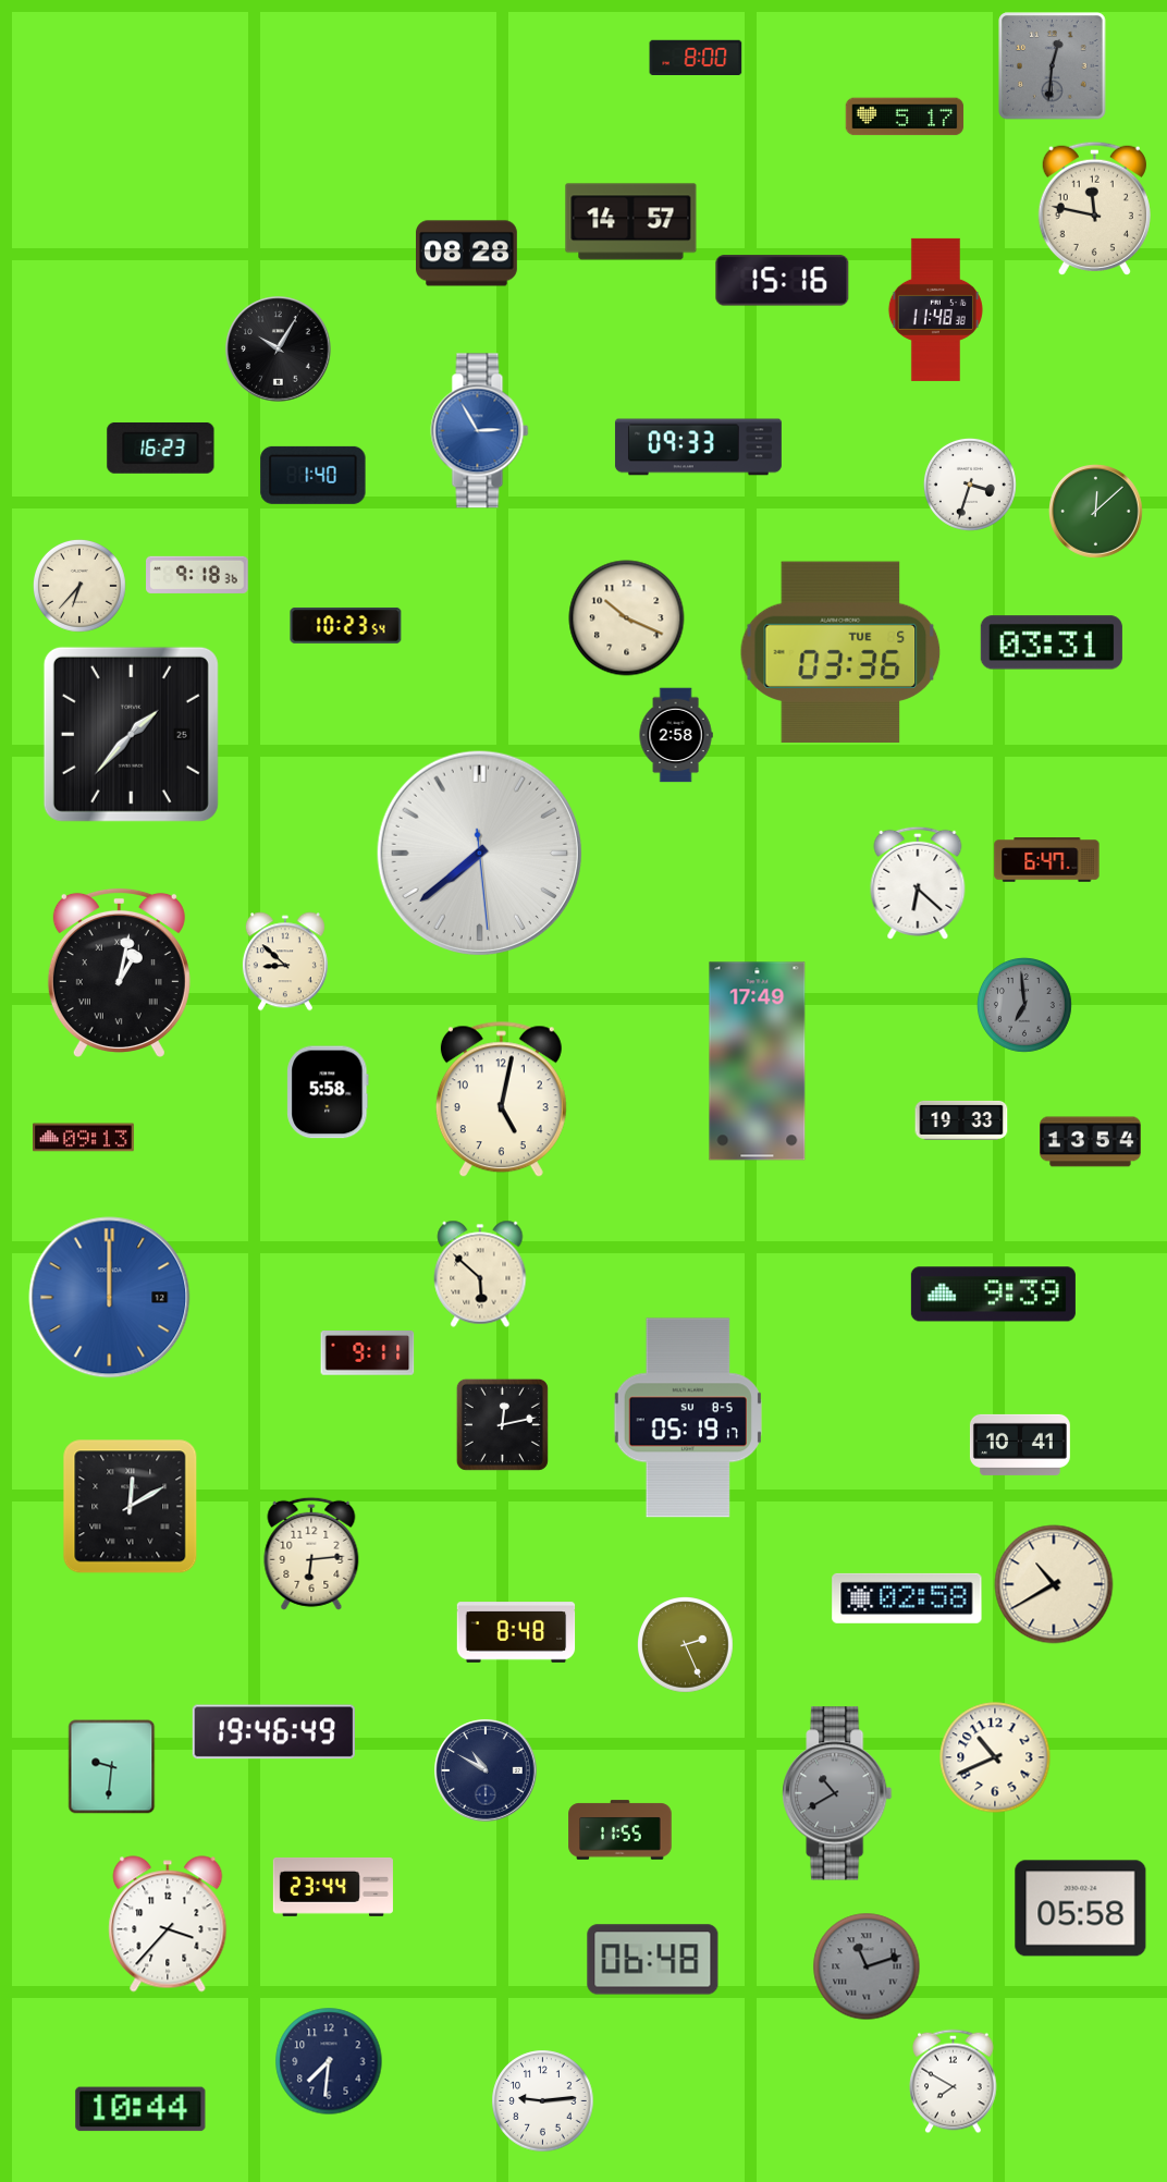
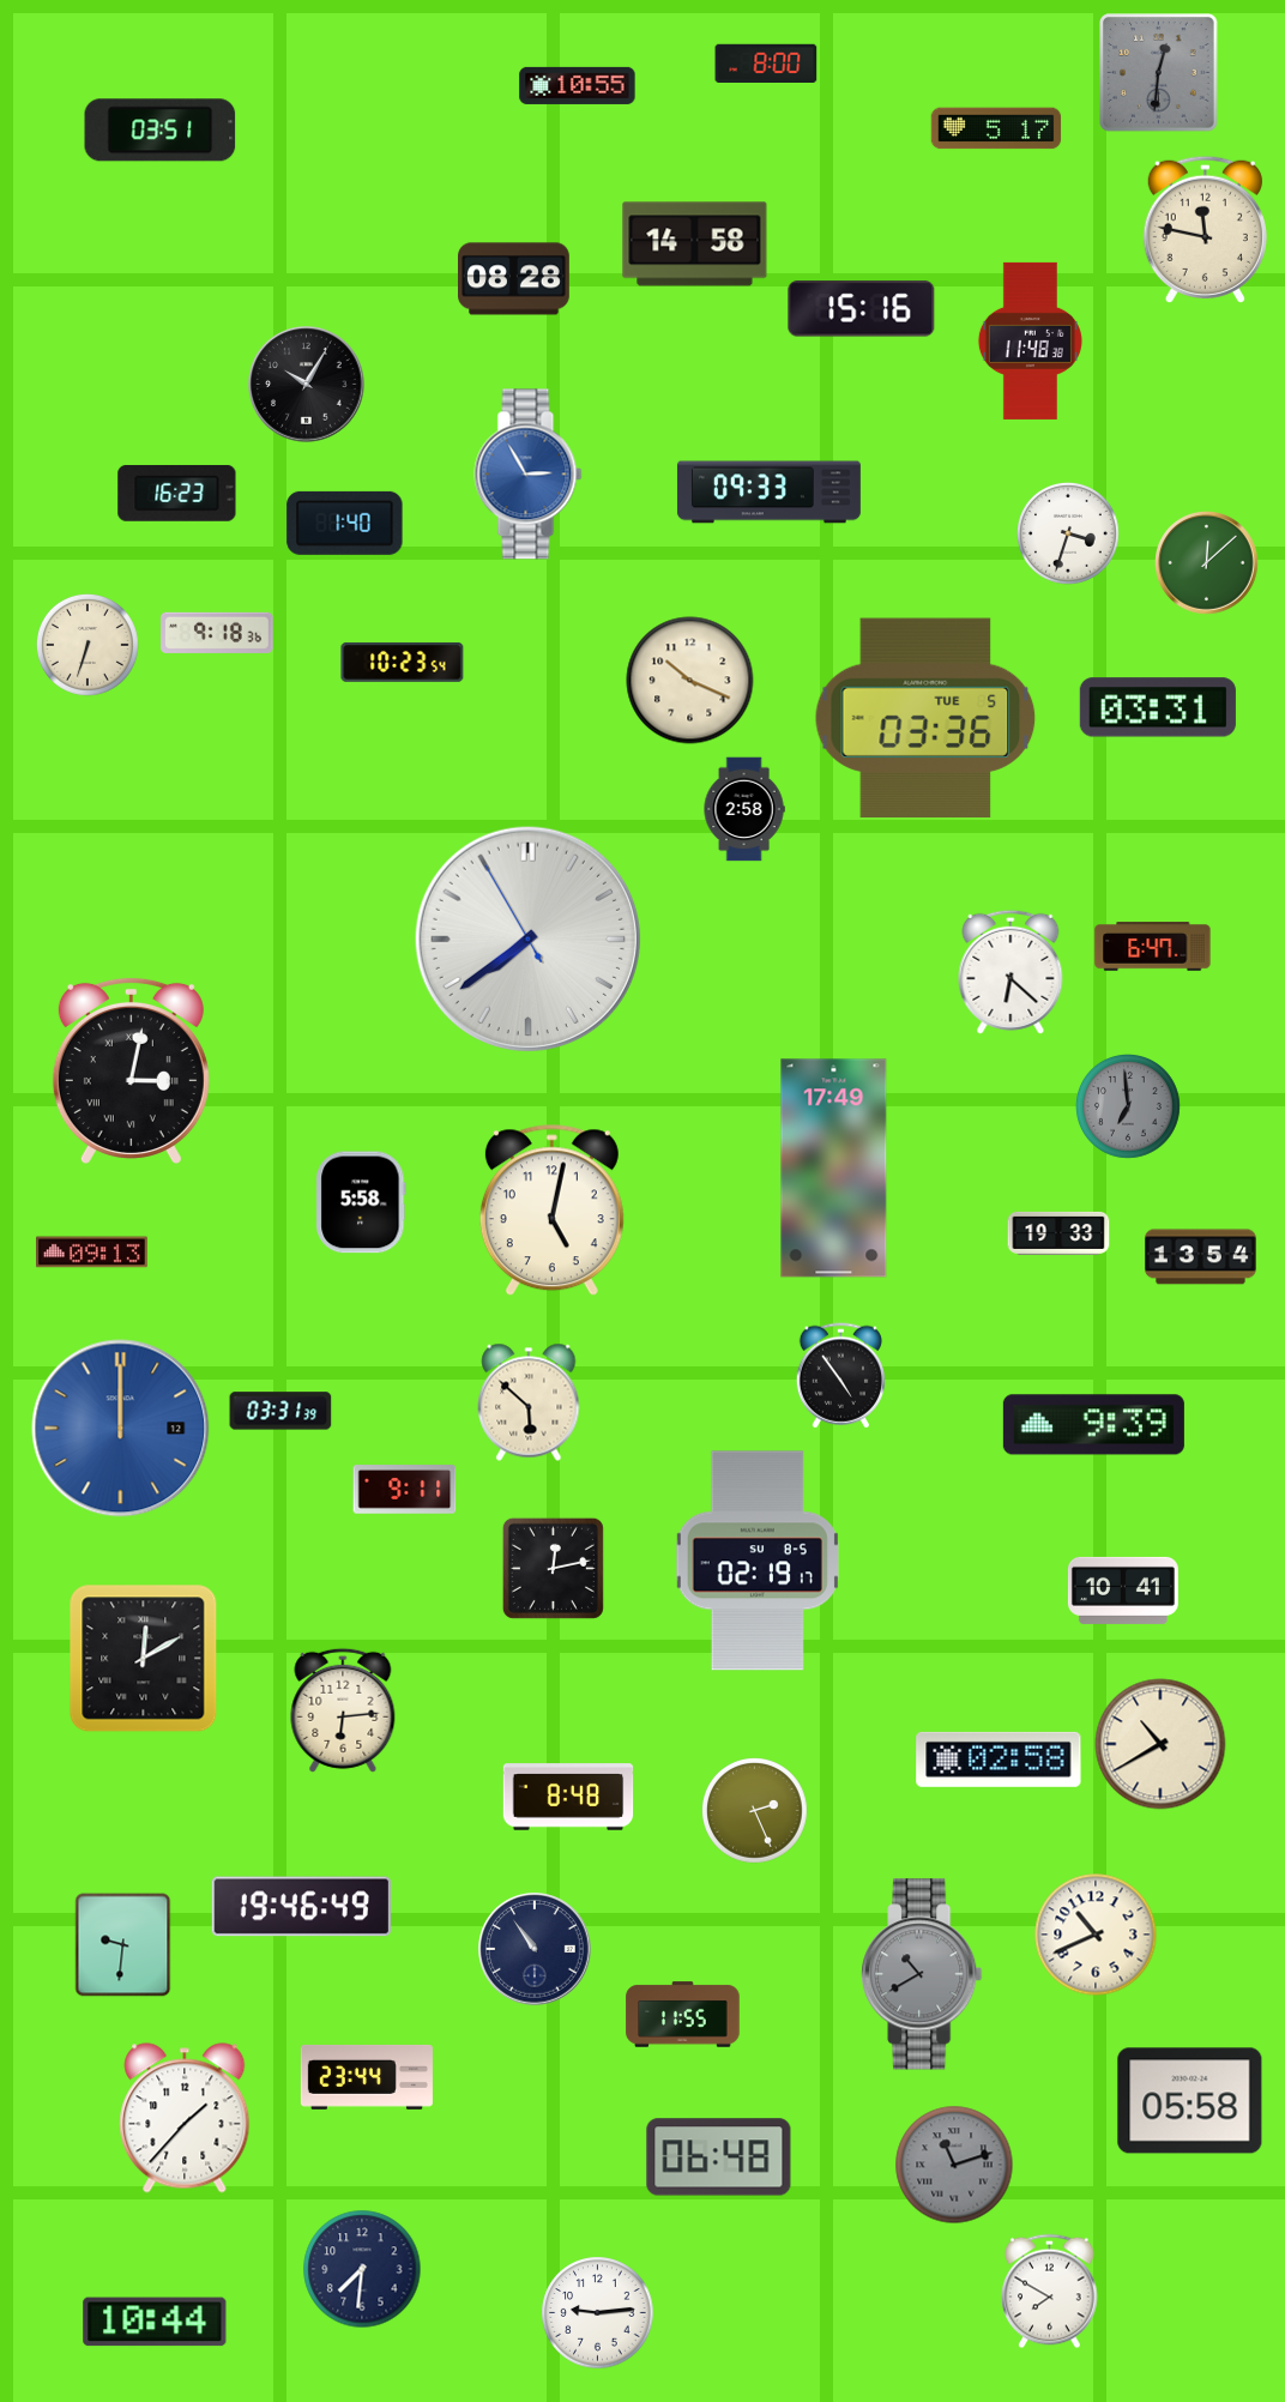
clock at (578, 85): none -> 10:55
clock at (161, 131): none -> 03:51
clock at (631, 222): 14:57 -> 14:58
clock at (79, 586): 6:37 -> 6:33
clock at (346, 626) position: (346, 626) -> (403, 663)
clock at (131, 734): 1:37 -> none
clock at (479, 853): 7:38:29 -> 7:38:55
clock at (285, 961): 8:52 -> none
clock at (119, 972): 1:02 -> 3:02
clock at (840, 1376): none -> 4:54
clock at (280, 1411): none -> 03:31
clock at (688, 1418): 05:19 -> 02:19
clock at (486, 1770): 10:50 -> 10:54
clock at (168, 1924): 3:37 -> 1:37
